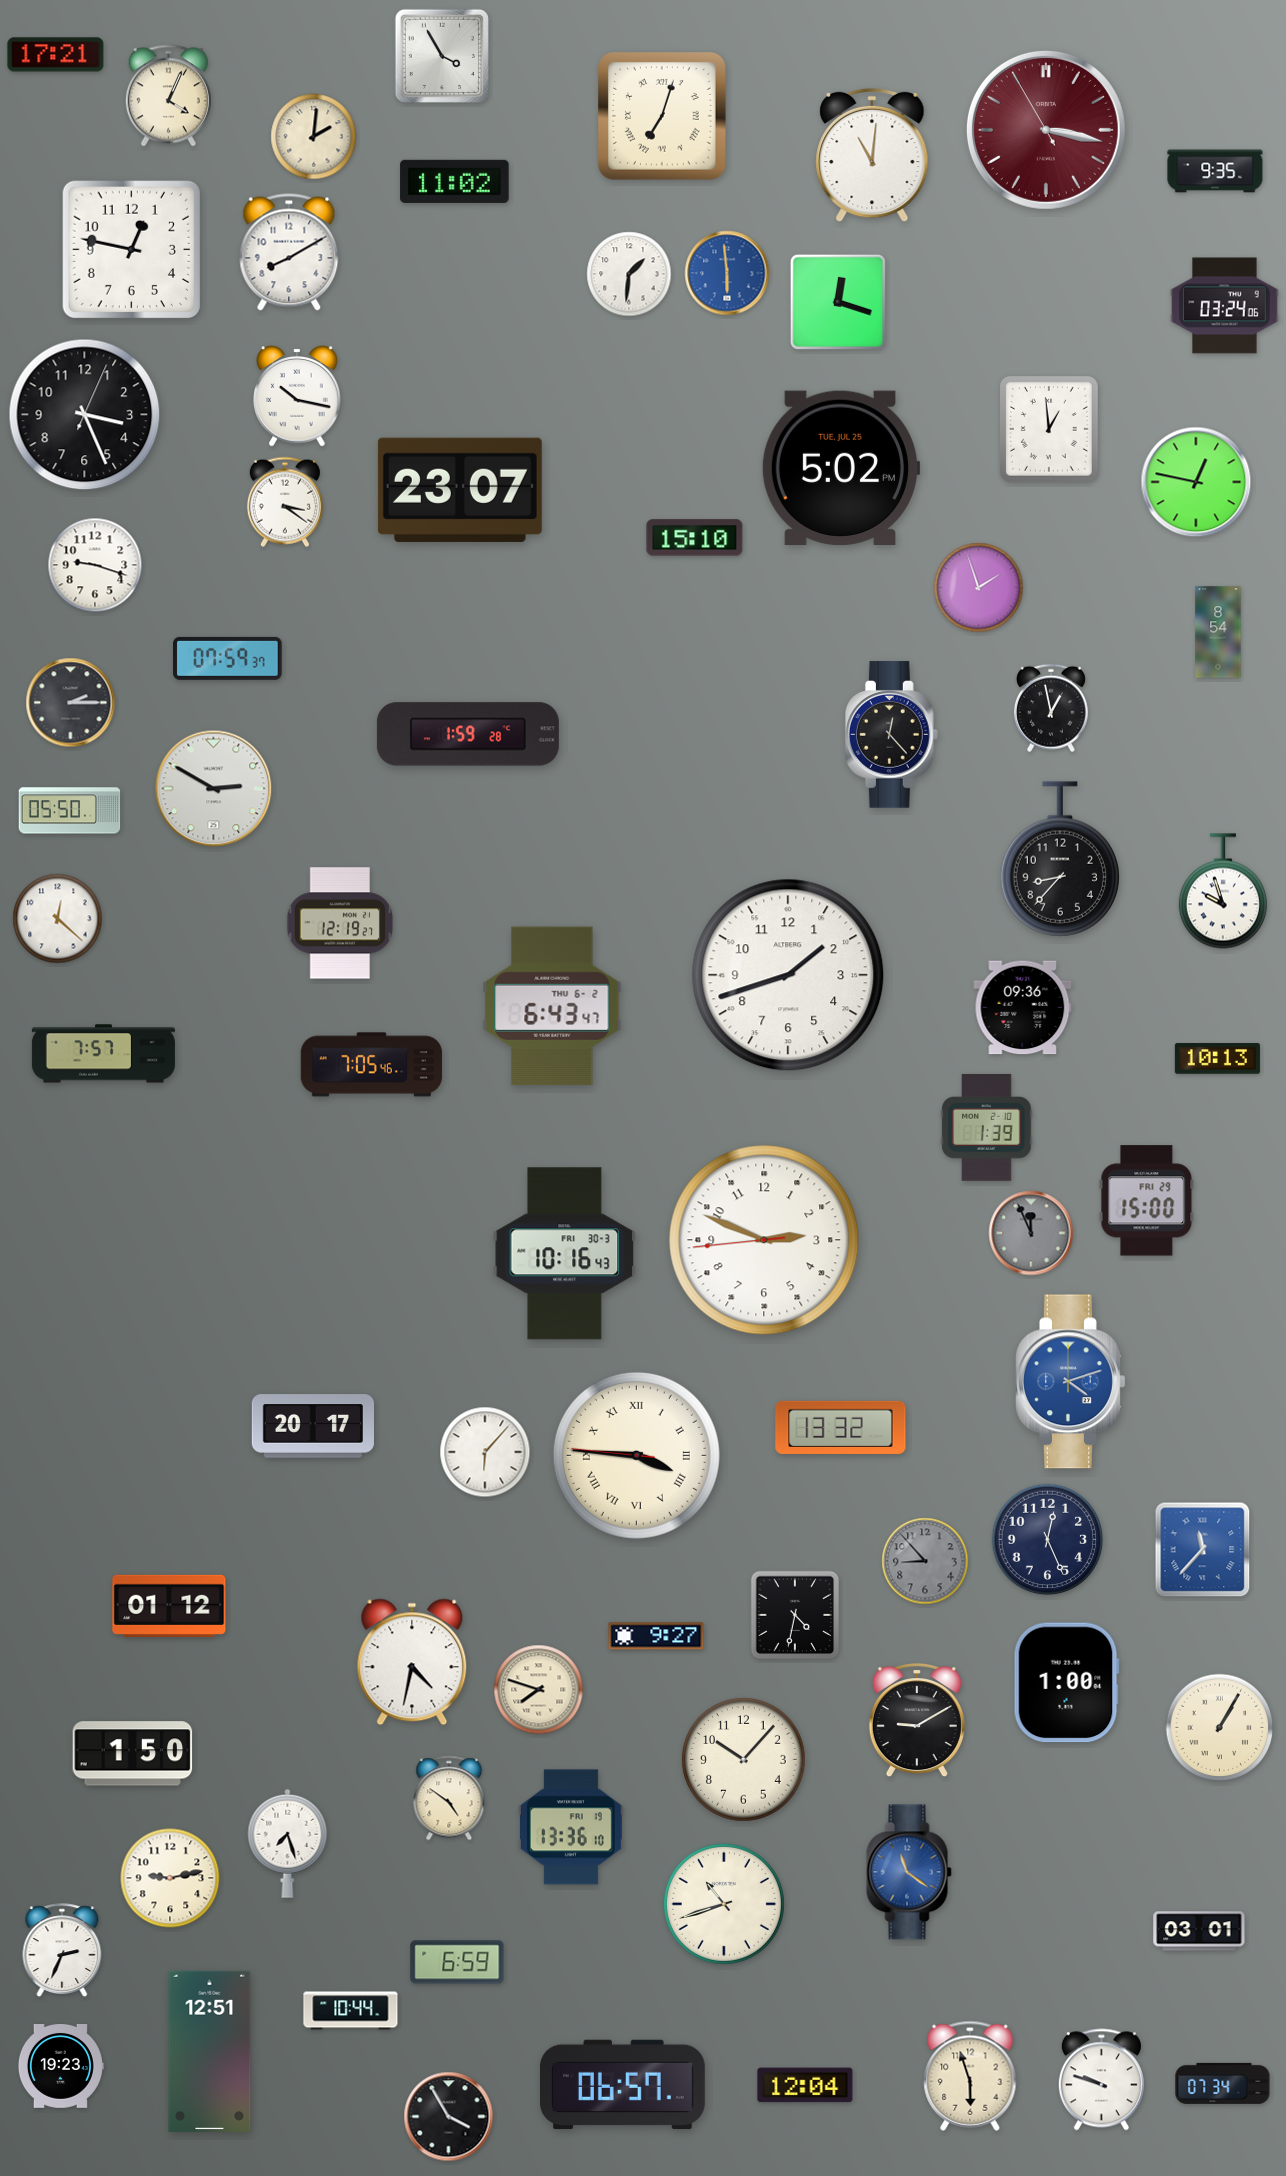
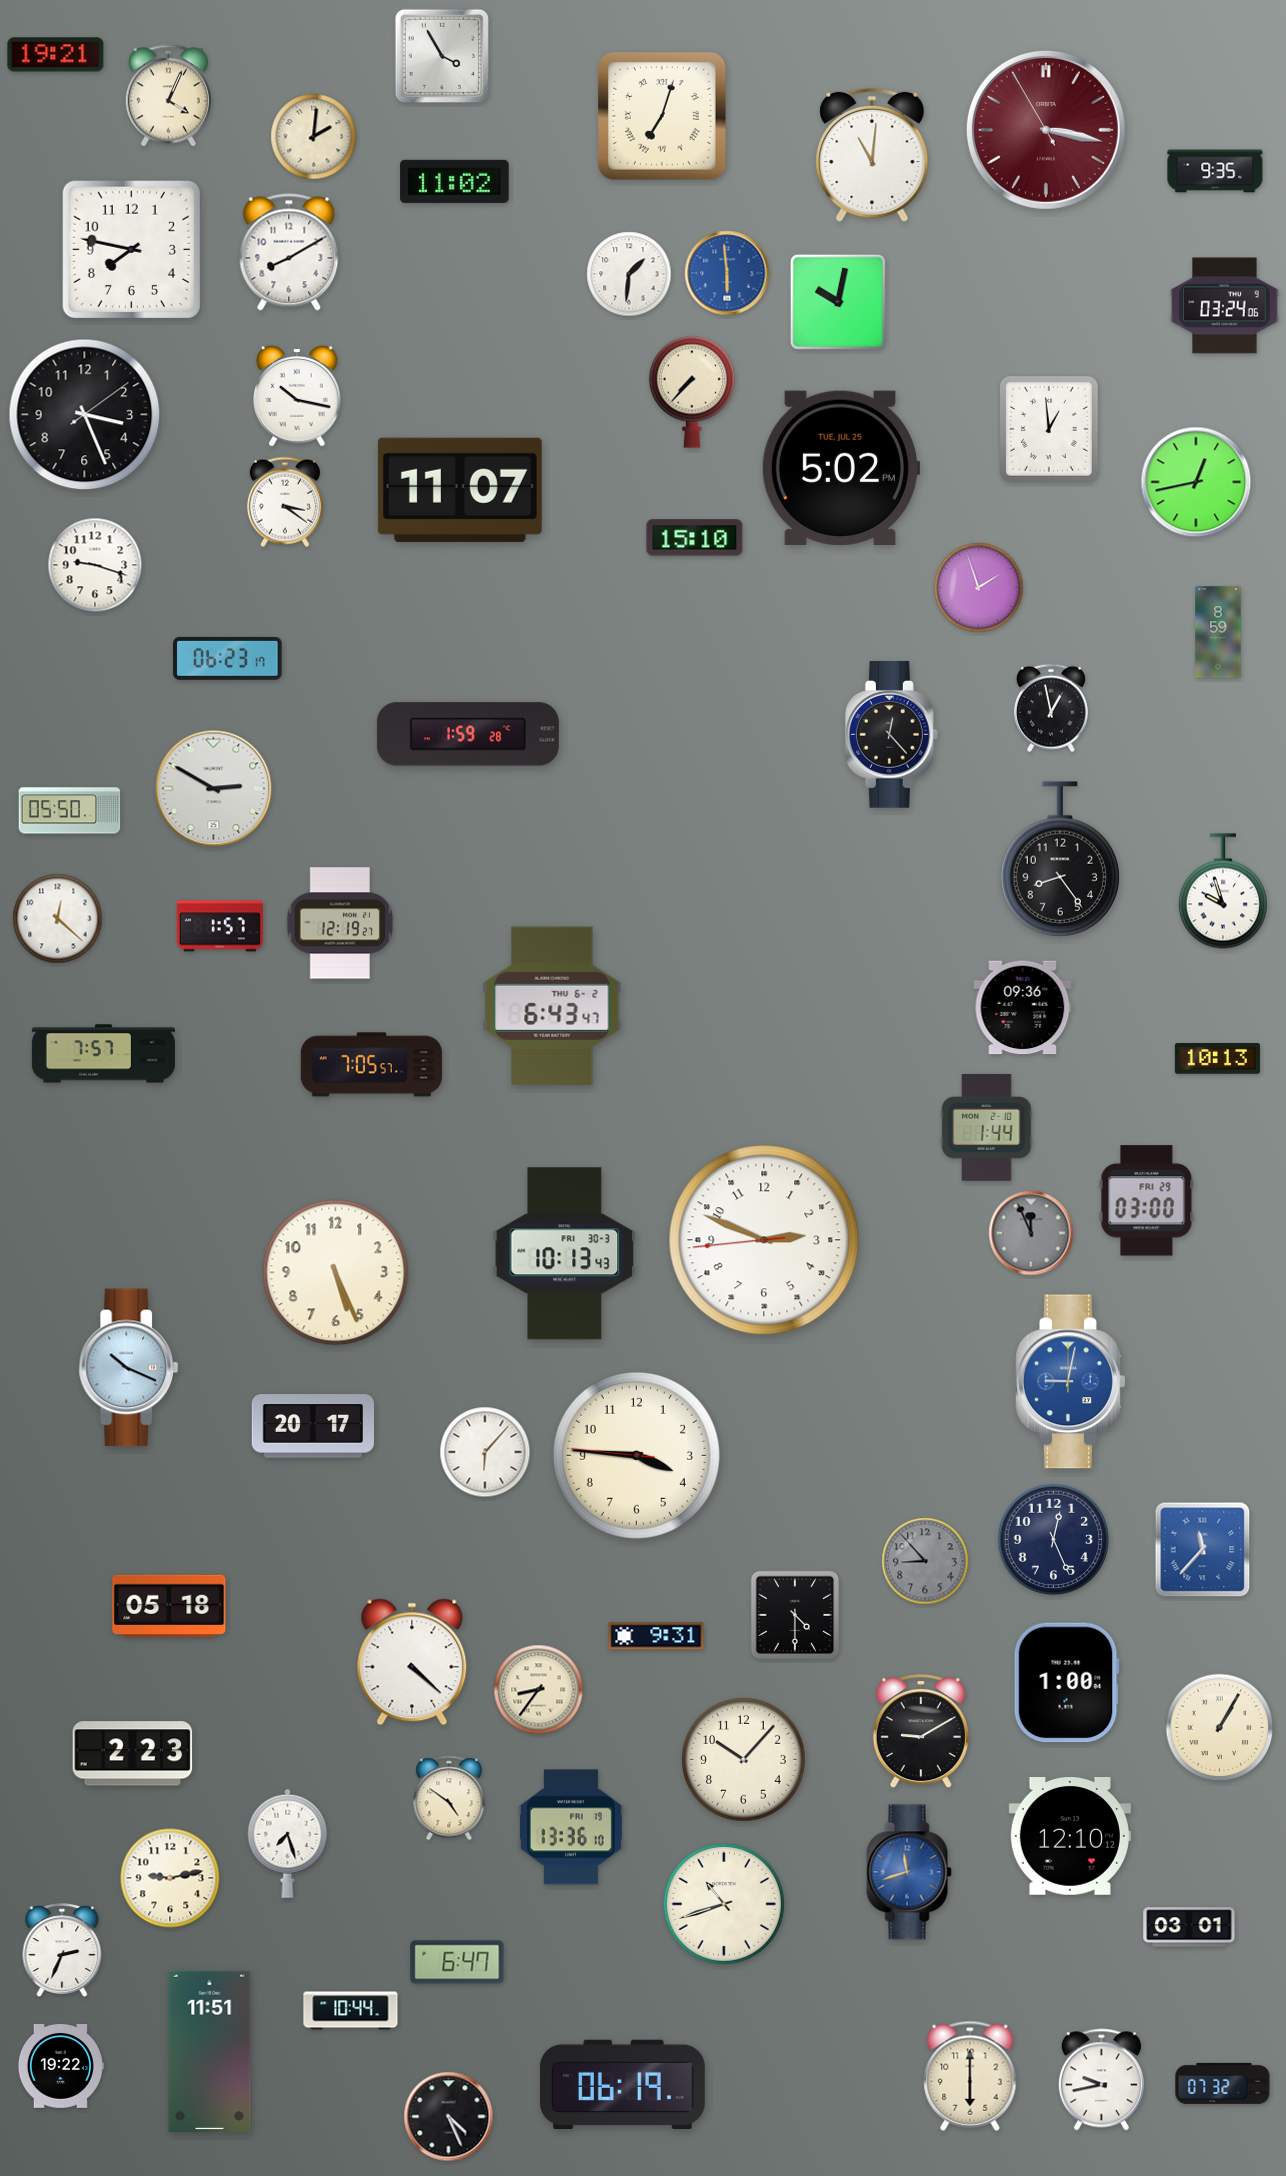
clock at (56, 55): 17:21 -> 19:21
clock at (131, 249): 12:47 -> 7:47
clock at (838, 302): 12:18 -> 10:02
clock at (692, 392): none -> 7:37
clock at (85, 415): 3:26:04 -> 3:26:09
clock at (1196, 482): 12:47 -> 12:43
clock at (460, 490): 23:07 -> 11:07
clock at (1218, 632): 8:54 -> 8:59
clock at (228, 658): 07:59 -> 06:23
clock at (71, 703): 2:15 -> none
clock at (1059, 859): 8:37 -> 8:24
clock at (220, 926): none -> 1:57
clock at (788, 975): 1:42 -> none
clock at (371, 1065): 7:05:46 -> 7:05:57
clock at (987, 1127): 1:39 -> 1:44
clock at (1147, 1201): 15:00 -> 03:00
clock at (565, 1254): 10:16 -> 10:13
clock at (336, 1273): none -> 5:26
clock at (129, 1368): none -> 10:19
clock at (1071, 1382): 4:12 -> 9:02
clock at (841, 1427): 13:32 -> none
clock at (636, 1455) numerals: Roman -> Arabic
clock at (1048, 1540) position: (1048, 1540) -> (1054, 1540)
clock at (169, 1606): 01:12 -> 05:18
clock at (795, 1615): 4:32 -> 4:30
clock at (656, 1636): 9:27 -> 9:31
clock at (412, 1662): 4:32 -> 4:22
clock at (539, 1690): 7:48 -> 8:36
clock at (917, 1721) position: (917, 1721) -> (921, 1732)
clock at (133, 1754): 1:50 -> 2:23
clock at (1070, 1837): none -> 12:10
clock at (909, 1872): 11:21 -> 11:42
clock at (1199, 1931) position: (1199, 1931) -> (1189, 1927)
clock at (457, 1962): 6:59 -> 6:47
clock at (210, 2051): 12:51 -> 11:51
clock at (60, 2067): 19:23 -> 19:22
clock at (970, 2076): 5:57 -> 6:00
clock at (1101, 2080): 9:48 -> 9:43
clock at (1223, 2083): 07:34 -> 07:32
clock at (623, 2085): 06:57 -> 06:19
clock at (805, 2085): 12:04 -> none
clock at (449, 2117): 3:55 -> 4:26
